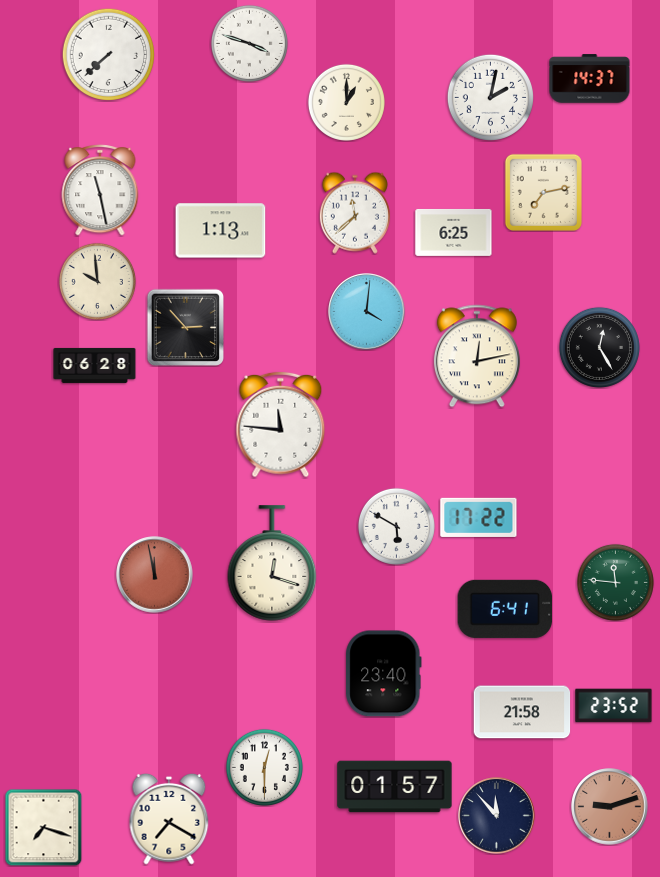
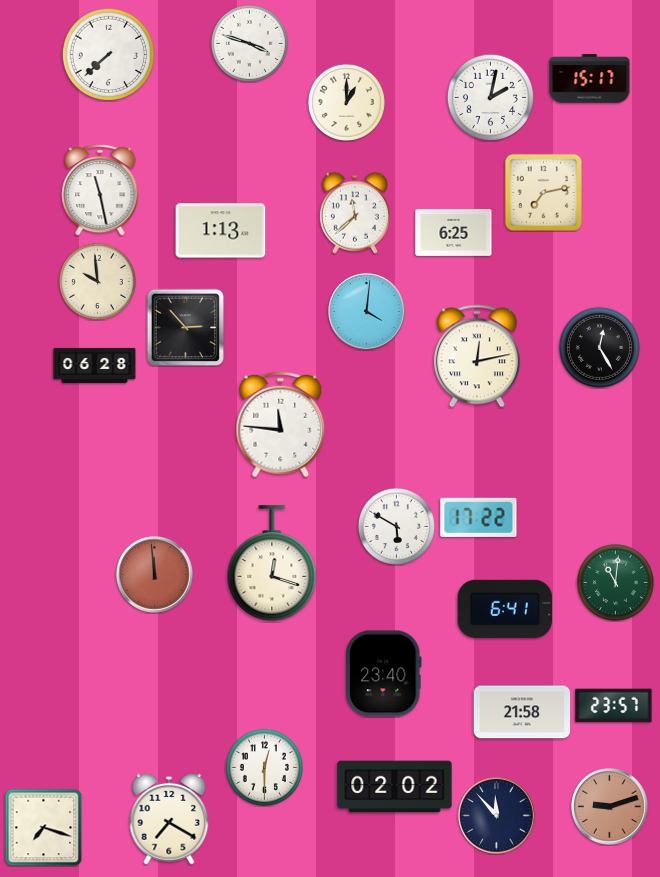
clock at (590, 79): 14:37 -> 15:17
clock at (155, 575): 11:58 -> 11:59
clock at (615, 582): 11:46 -> 11:01
clock at (614, 706): 23:52 -> 23:57
clock at (395, 787): 01:57 -> 02:02
